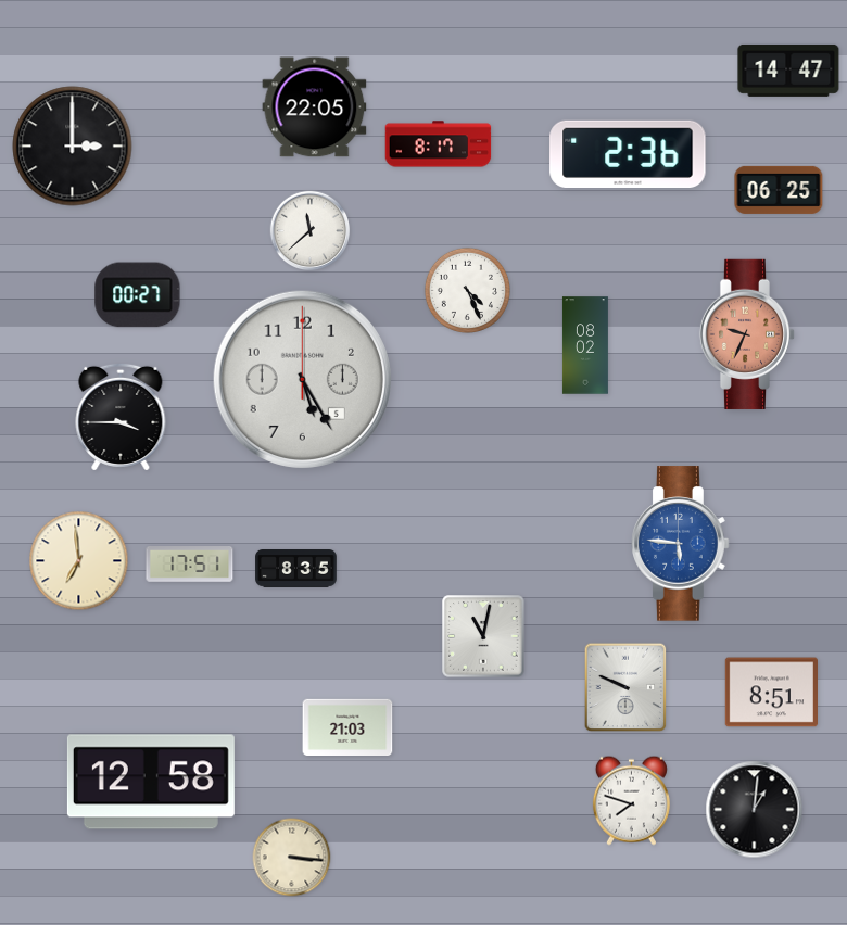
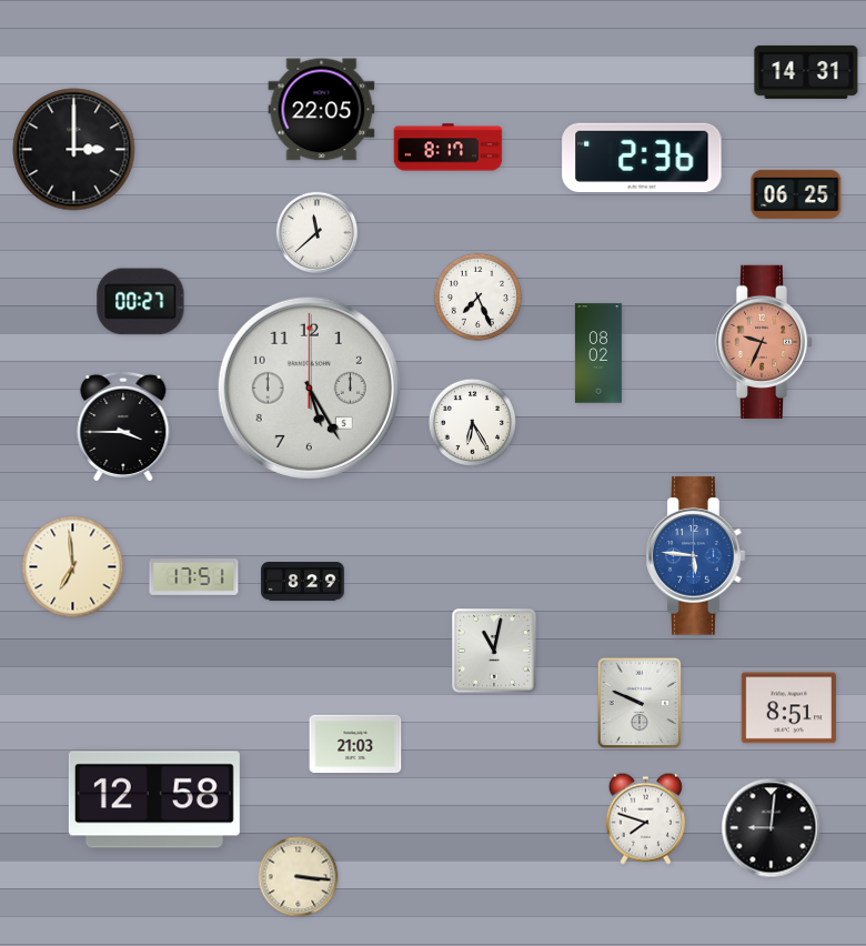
clock at (788, 71): 14:47 -> 14:31
clock at (311, 231) position: (311, 231) -> (318, 233)
clock at (467, 290): 4:26 -> 7:26
clock at (472, 422): none -> 6:25
clock at (79, 561) position: (79, 561) -> (73, 567)
clock at (296, 569): 8:35 -> 8:29
clock at (755, 810): 1:01 -> 9:01
